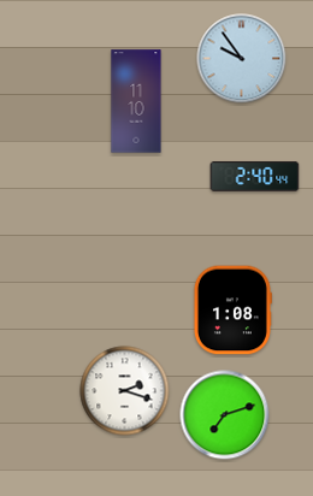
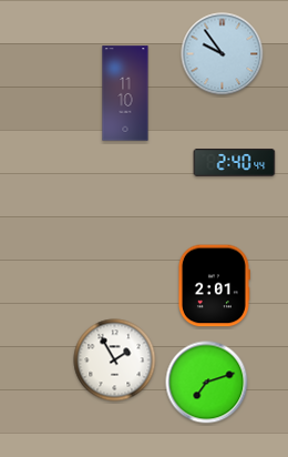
clock at (232, 311): 1:08 -> 2:01
clock at (125, 391): 2:18 -> 1:55
